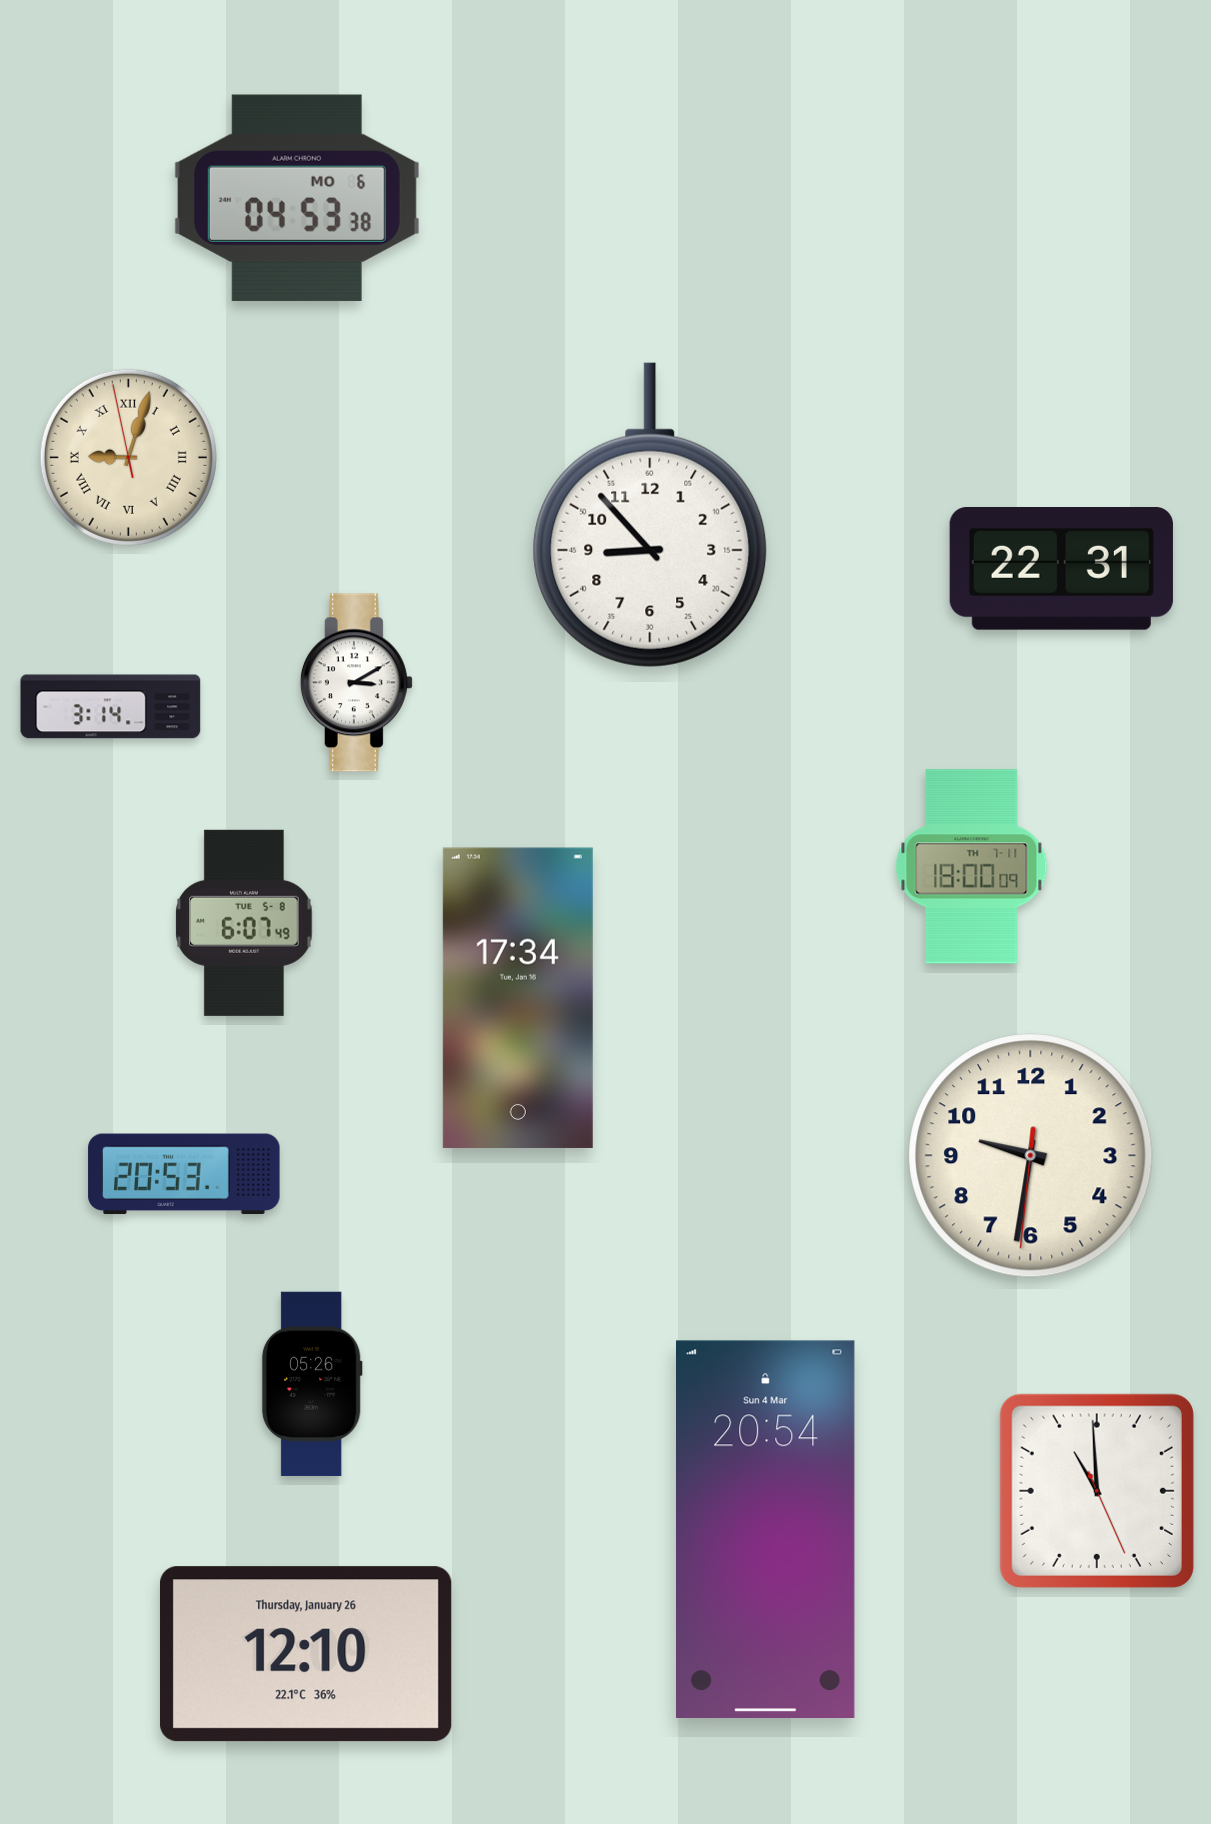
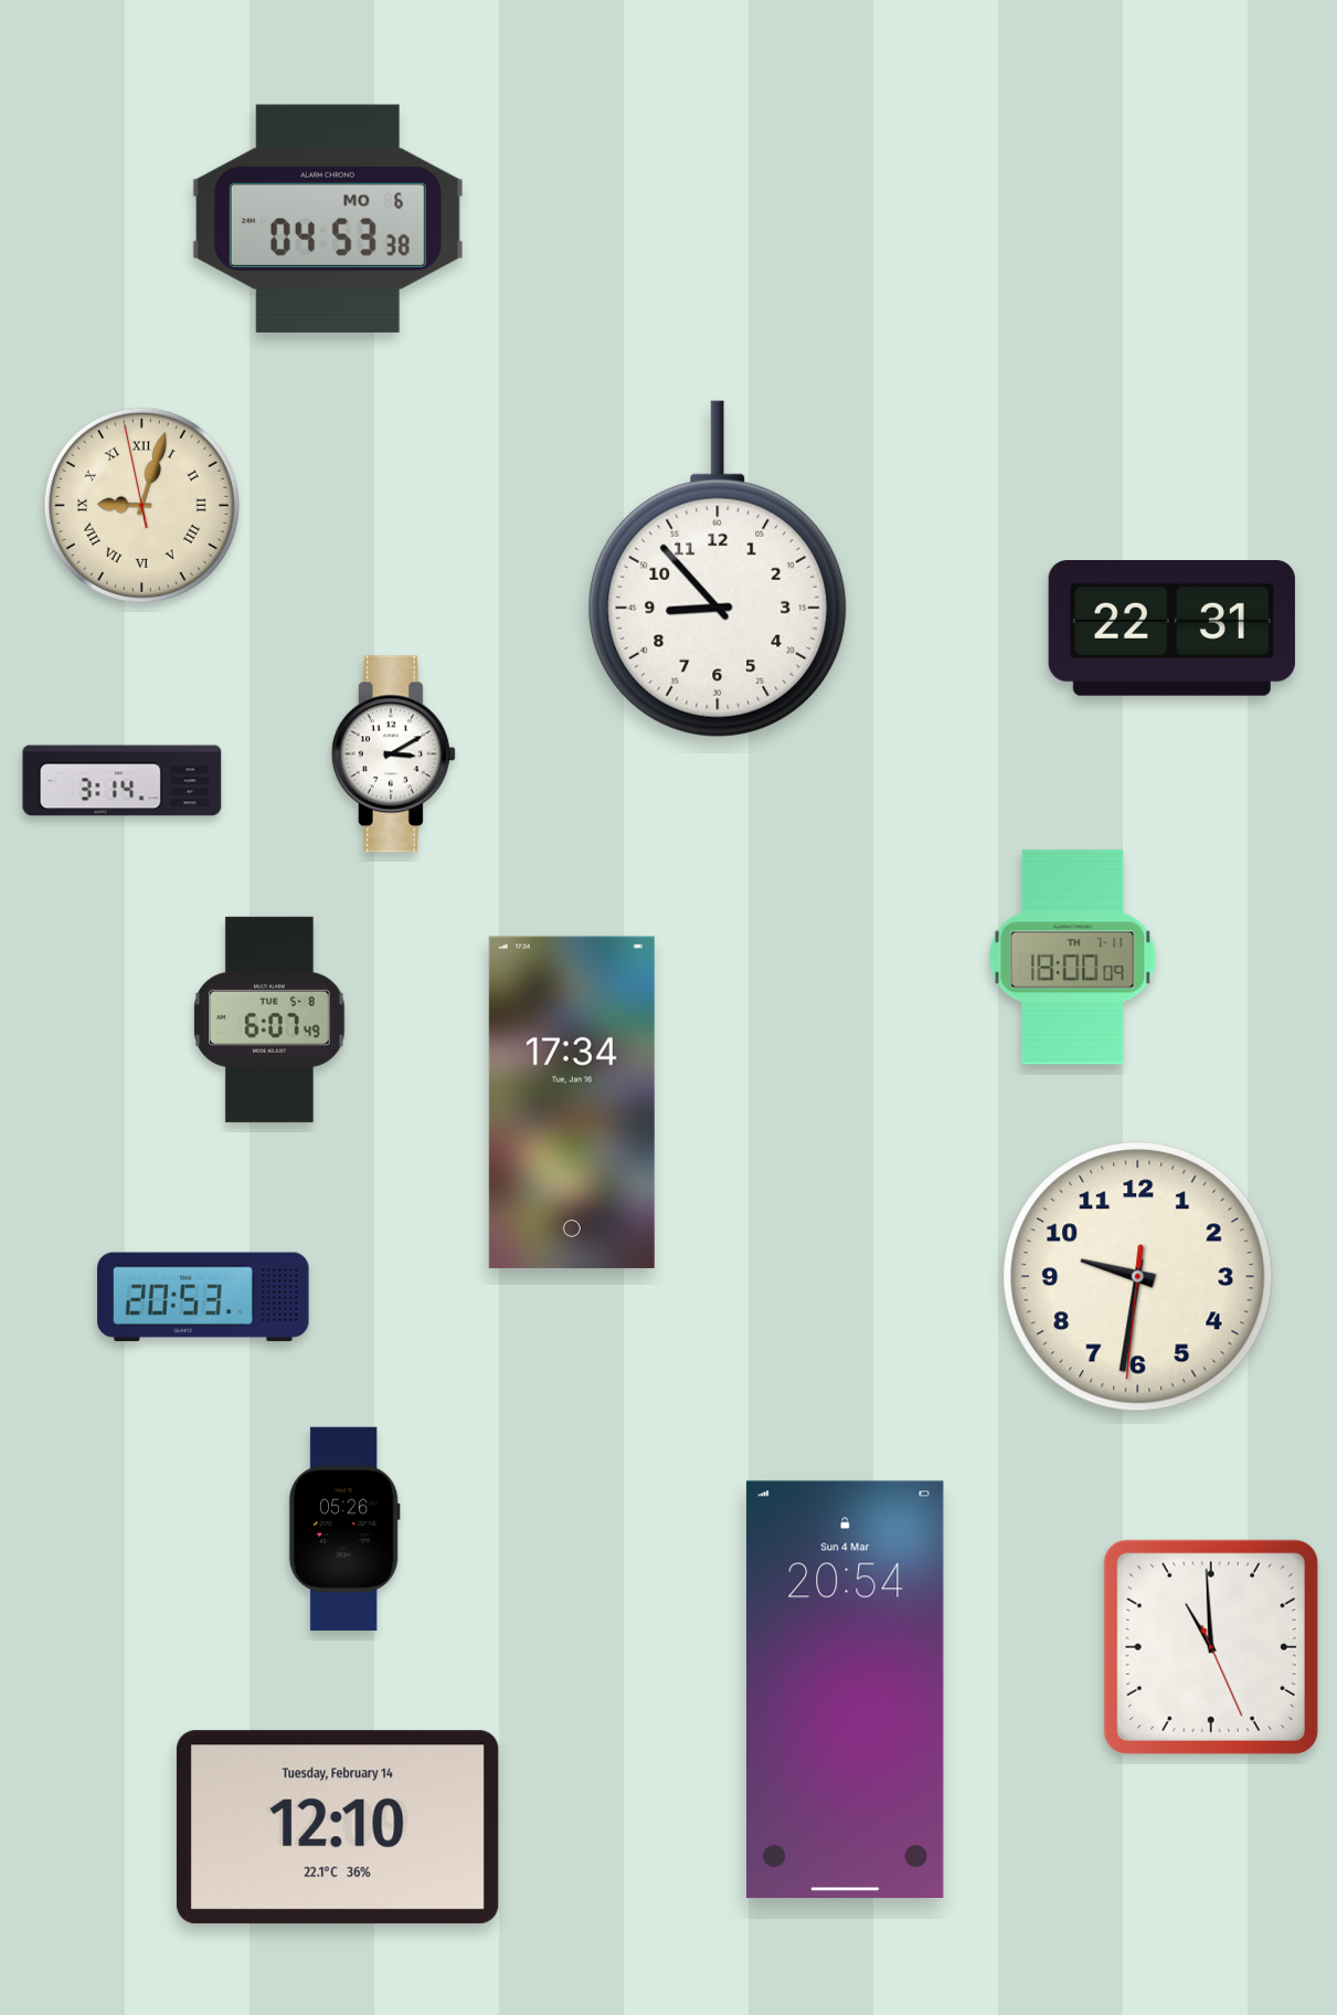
clock at (306, 1654) date: Thursday, January 26 -> Tuesday, February 14
